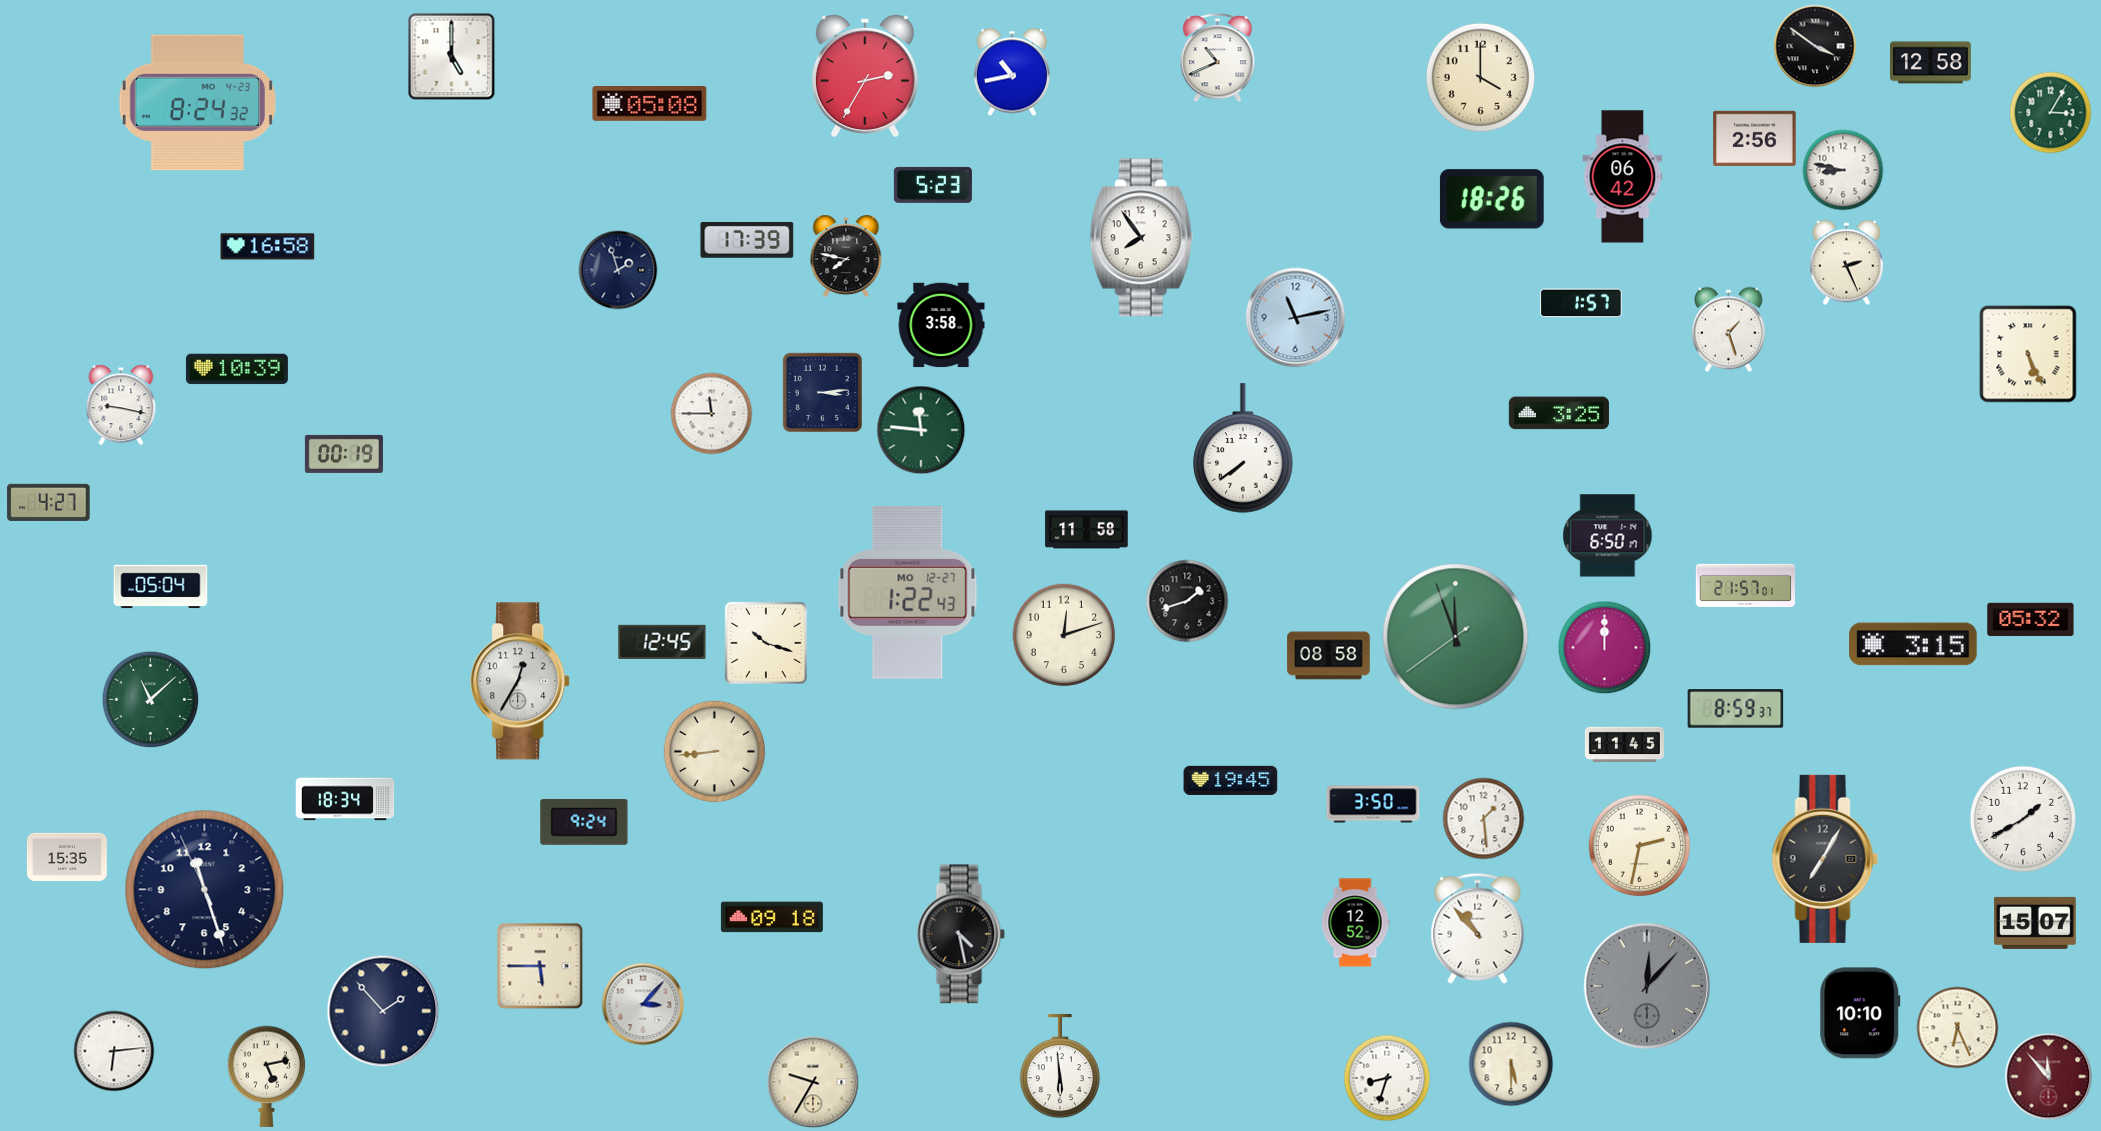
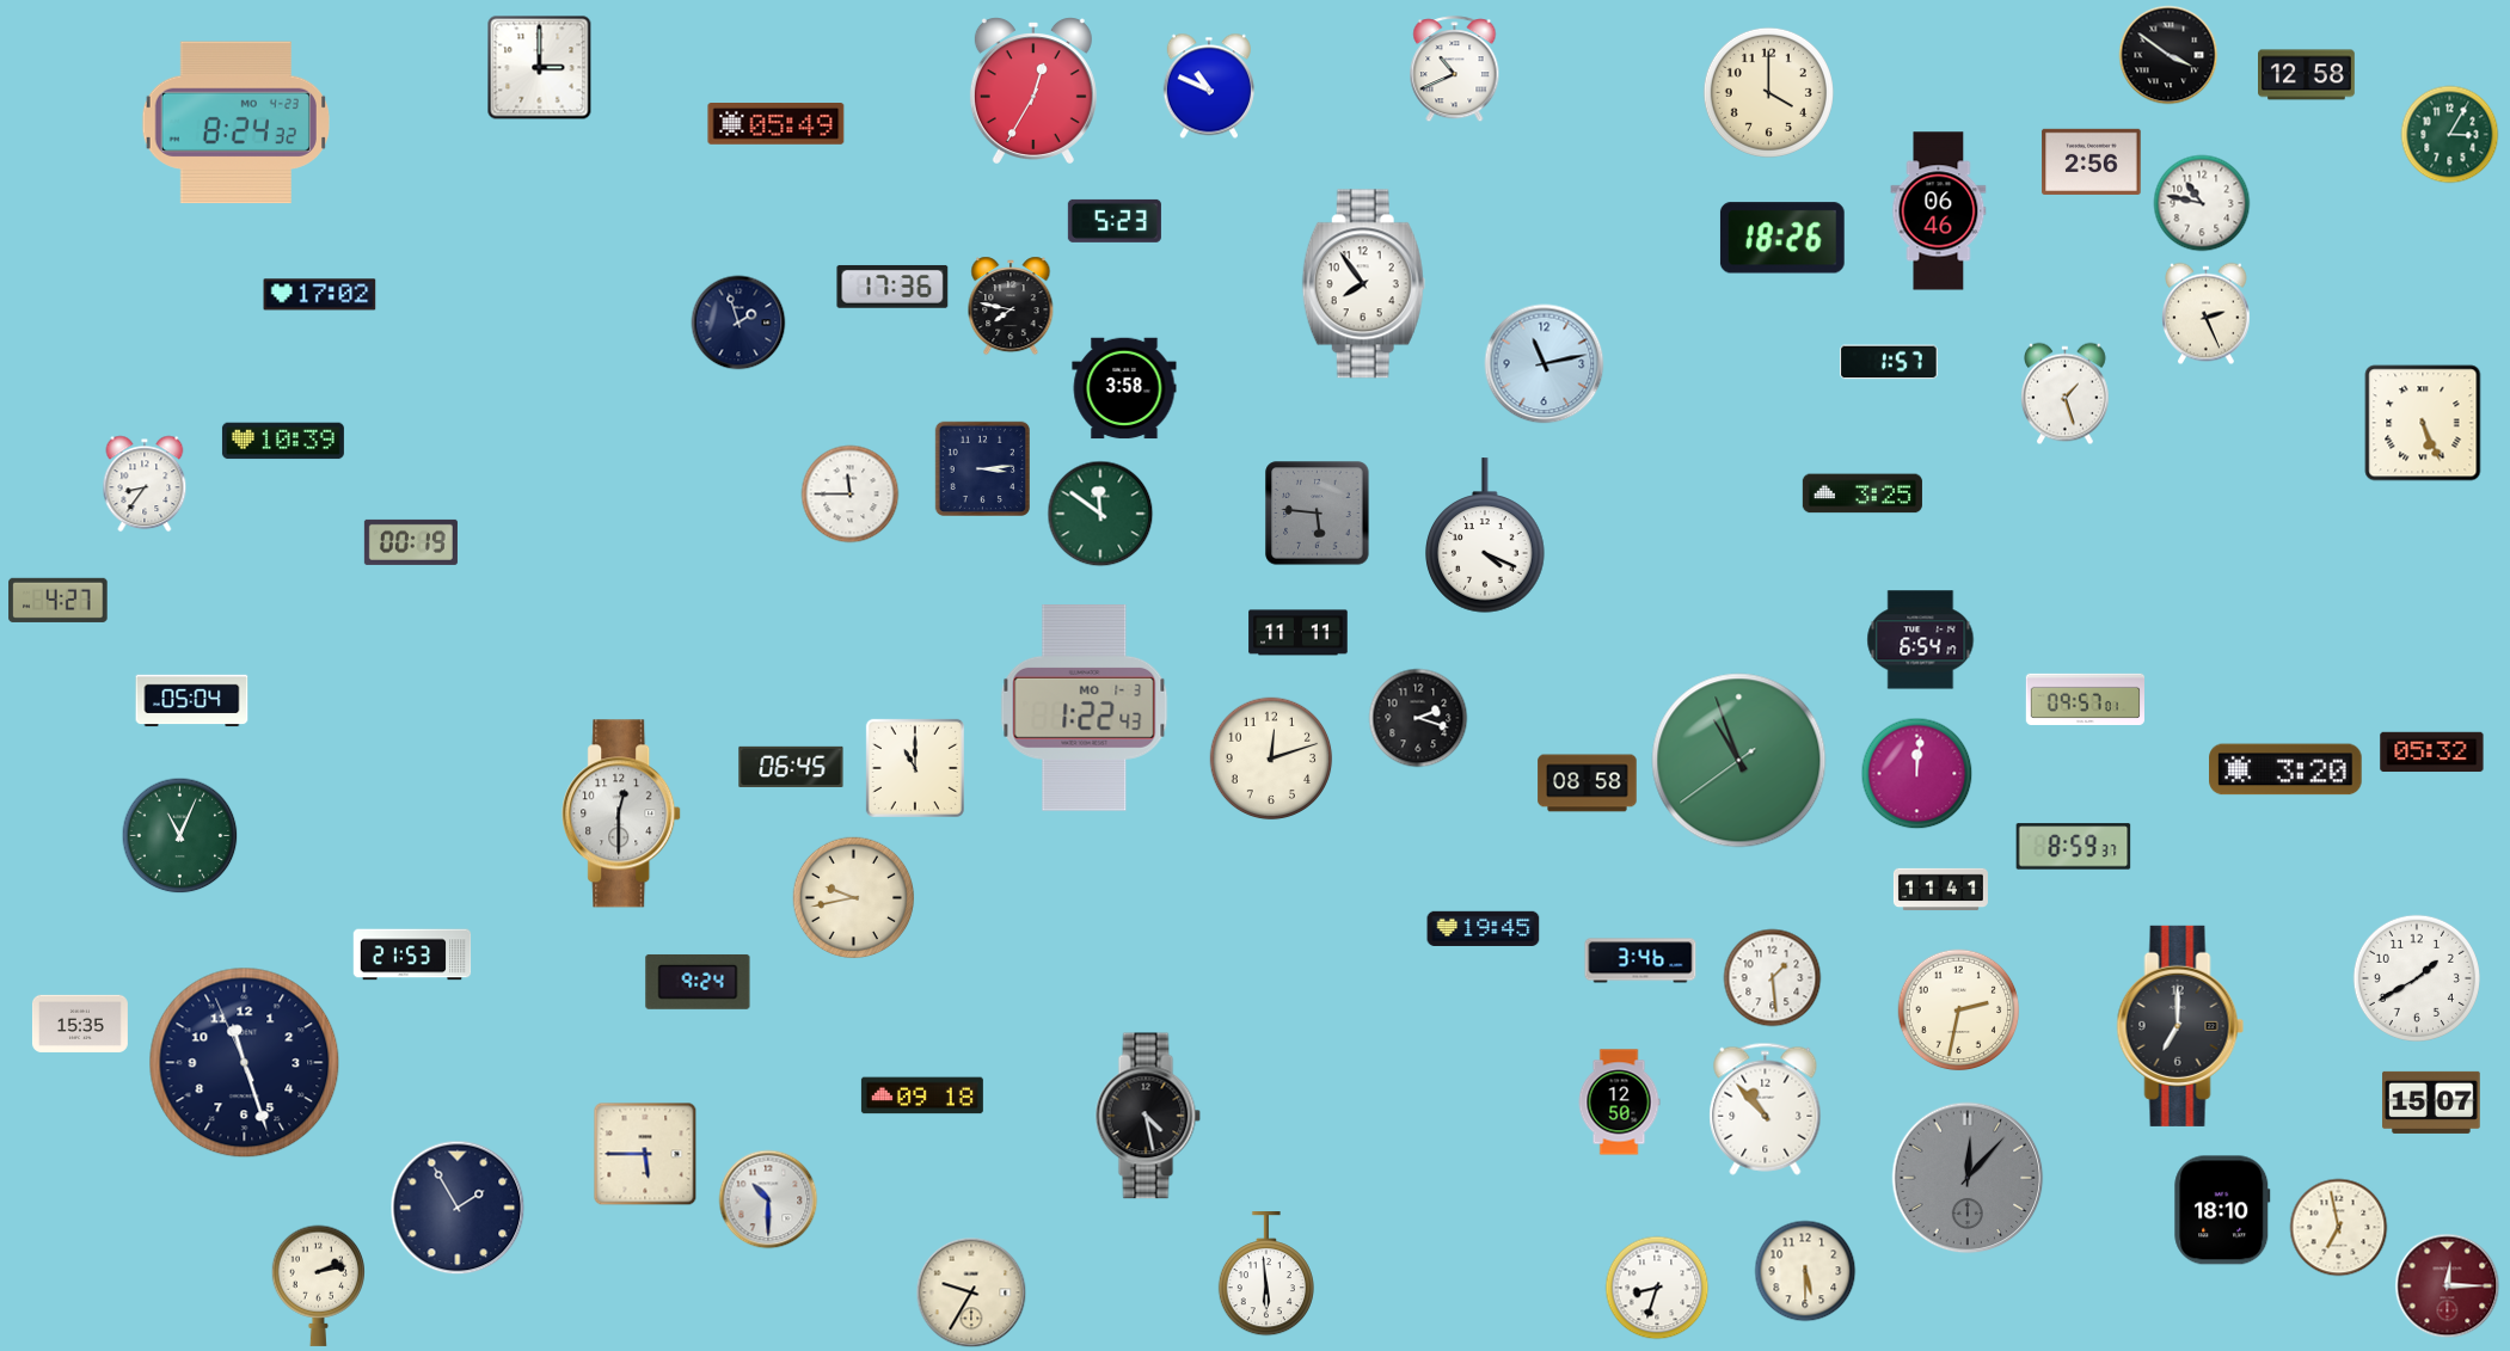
clock at (452, 57): 5:00 -> 3:00
clock at (1012, 72): 10:43 -> 10:49
clock at (865, 76): 2:35 -> 12:35
clock at (650, 104): 05:08 -> 05:49
clock at (1755, 138) position: (1755, 138) -> (2092, 161)
clock at (1843, 170): 8:47 -> 10:47
clock at (1623, 177): 06:42 -> 06:46
clock at (747, 240): 17:39 -> 17:36
clock at (268, 247): 16:58 -> 17:02
clock at (1296, 318) position: (1296, 318) -> (1545, 364)
clock at (121, 405): 9:17 -> 8:36
clock at (921, 430): 11:46 -> 11:51
clock at (1318, 514): none -> 5:46
clock at (1243, 448): 7:39 -> 4:19
clock at (1087, 530): 11:58 -> 11:11
clock at (1608, 536): 6:50 -> 6:54
clock at (1745, 585): 21:57 -> 09:57
clock at (908, 593) date: MO 12-27 -> MO 1-3
clock at (1187, 601): 1:42 -> 2:18
clock at (2031, 620) position: (2031, 620) -> (2432, 753)
clock at (1456, 637): 11:56 -> 10:56
clock at (662, 642): 12:45 -> 06:45
clock at (766, 643): 10:18 -> 11:00
clock at (1913, 644): 3:15 -> 3:20
clock at (1605, 648): 12:00 -> 12:01
clock at (521, 681): 12:35 -> 12:30
clock at (151, 700): 11:08 -> 11:04
clock at (1624, 745): 11:45 -> 11:41
clock at (715, 752): 8:44 -> 9:43
clock at (1231, 780) position: (1231, 780) -> (1484, 928)
clock at (345, 799): 18:34 -> 21:53
clock at (1373, 804): 3:50 -> 3:46
clock at (1825, 859): 7:05 -> 7:00
clock at (1355, 923): 12:52 -> 12:50
clock at (643, 1004): 3:07 -> 10:30
clock at (383, 1011): 1:53 -> 1:55
clock at (1860, 1013): 10:10 -> 18:10
clock at (1958, 1028): 6:26 -> 6:58
clock at (114, 1051): 6:14 -> none
clock at (266, 1076): 5:13 -> 2:13
clock at (2049, 1077): 11:53 -> 12:15
